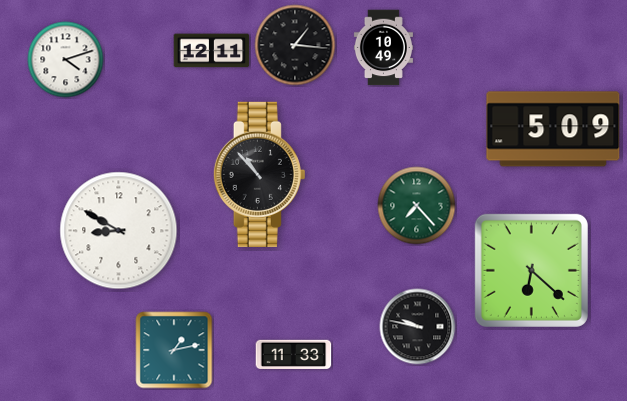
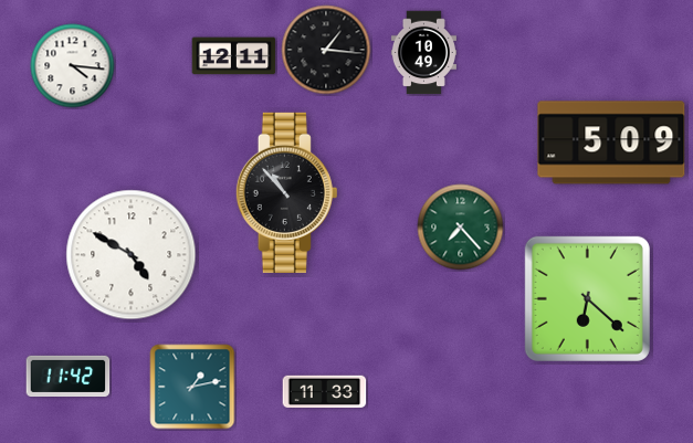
clock at (66, 60): 4:12 -> 4:16
clock at (119, 231): 8:50 -> 4:50
clock at (418, 327): 9:47 -> none
clock at (69, 376): none -> 11:42
